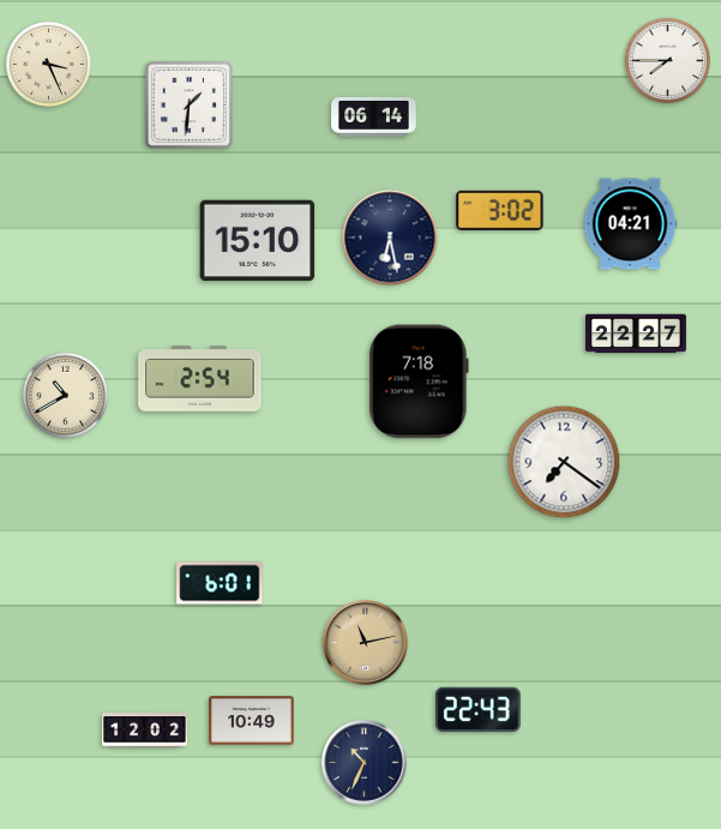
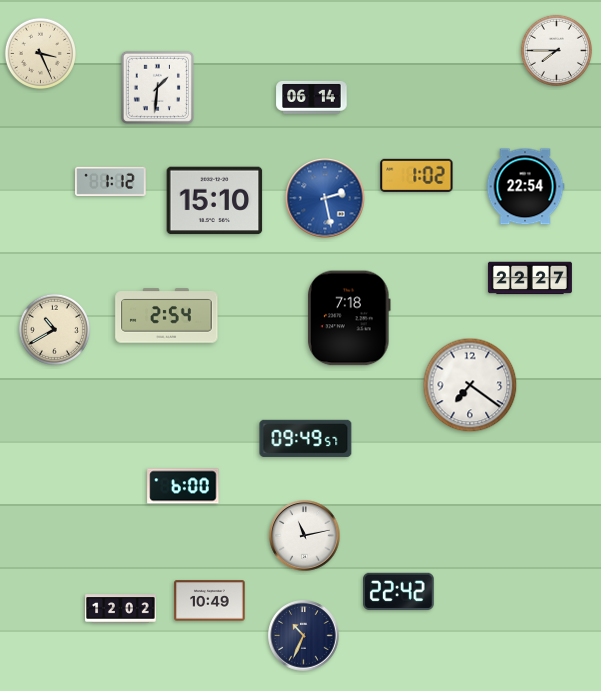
clock at (500, 210): 3:02 -> 1:02
clock at (111, 181): none -> 1:12
clock at (630, 224): 04:21 -> 22:54
clock at (390, 238): 6:28 -> 2:28
clock at (390, 238) dial: navy -> blue
clock at (306, 438): none -> 09:49
clock at (220, 583): 6:01 -> 6:00
clock at (366, 643) dial: champagne -> white
clock at (479, 709): 22:43 -> 22:42
